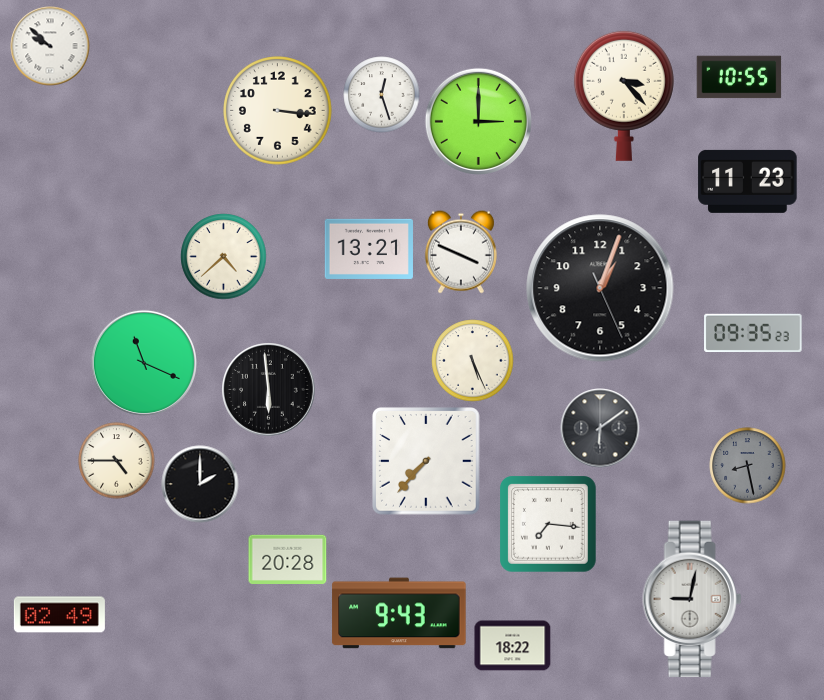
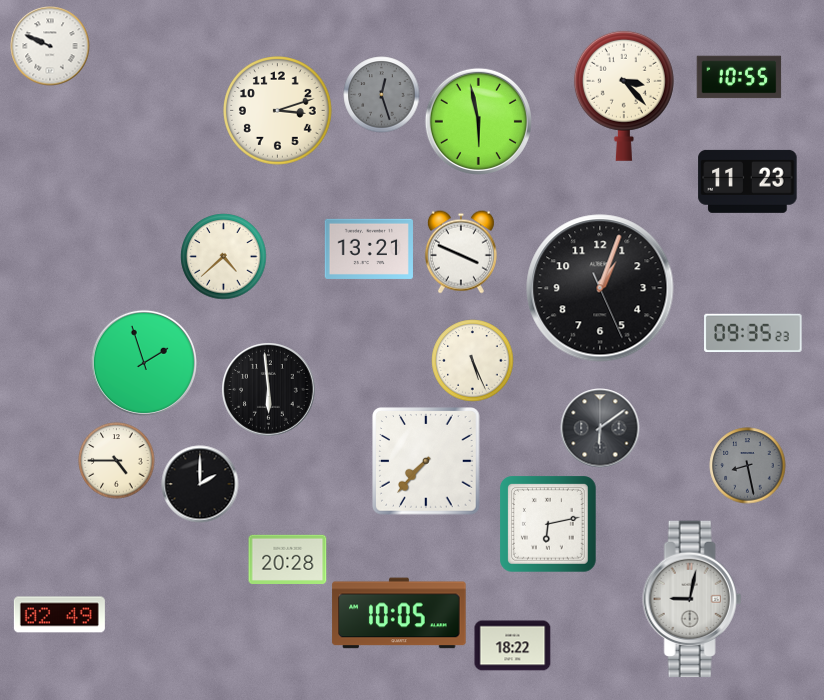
clock at (50, 46): 9:52 -> 9:49
clock at (382, 95) dial: white -> grey
clock at (278, 111): 3:16 -> 3:12
clock at (478, 121): 3:00 -> 5:58
clock at (144, 363): 11:19 -> 1:57
clock at (549, 525): 7:16 -> 6:13
clock at (399, 613): 9:43 -> 10:05
